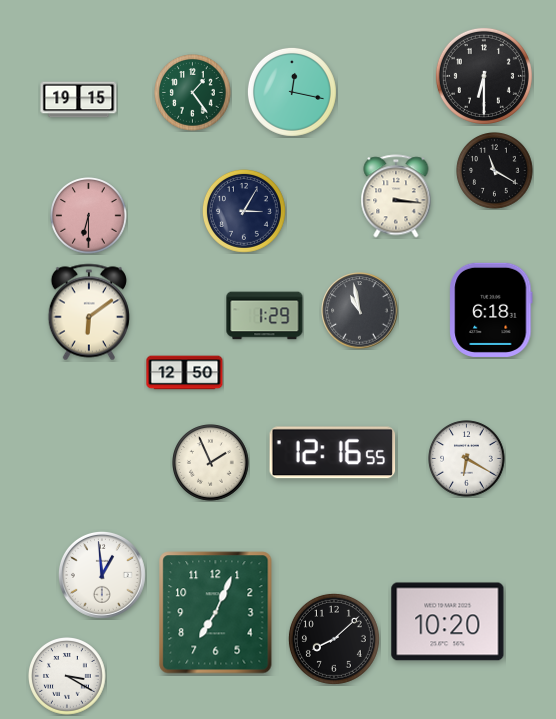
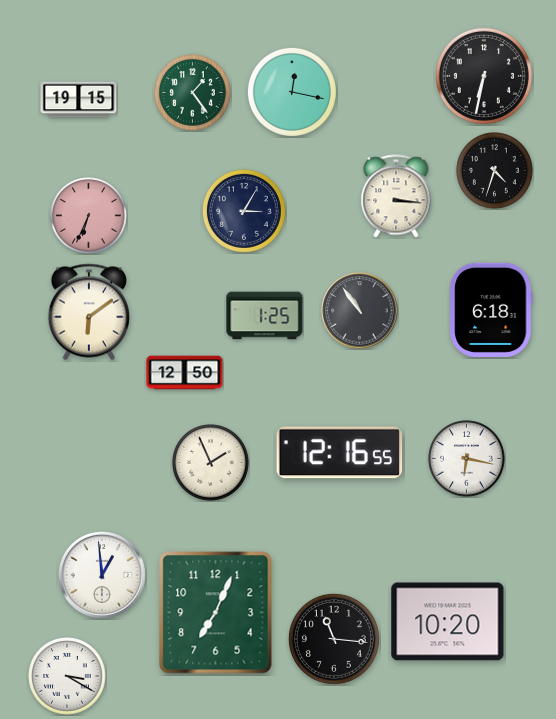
clock at (484, 76): 6:30 -> 6:32
clock at (495, 171): 11:20 -> 4:33
clock at (89, 216): 6:30 -> 6:34
clock at (360, 311): 10:58 -> 10:54
clock at (265, 316): 1:29 -> 1:25
clock at (333, 453) position: (333, 453) -> (340, 453)
clock at (467, 459): 6:20 -> 6:17
clock at (334, 639): 8:08 -> 11:16
